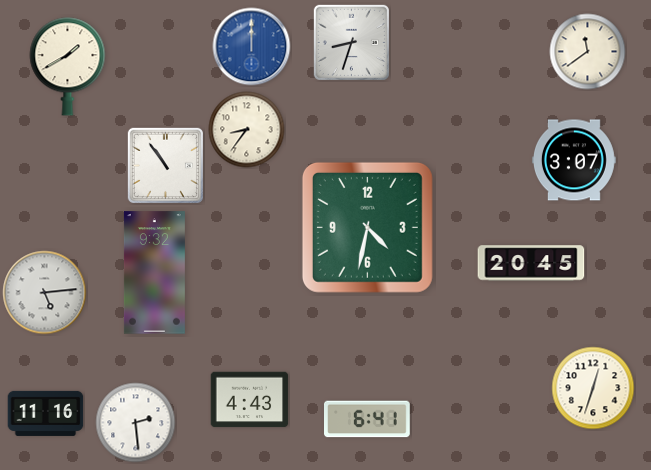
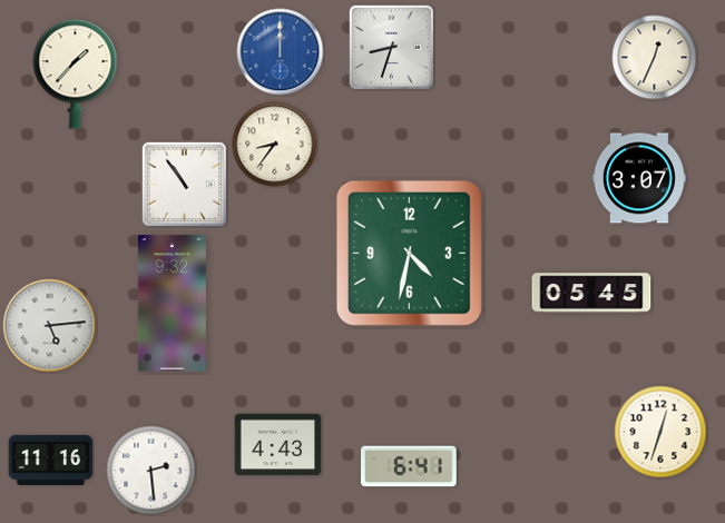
clock at (588, 52): 11:39 -> 12:34
clock at (68, 67): 1:40 -> 1:37
clock at (531, 263): 20:45 -> 05:45
